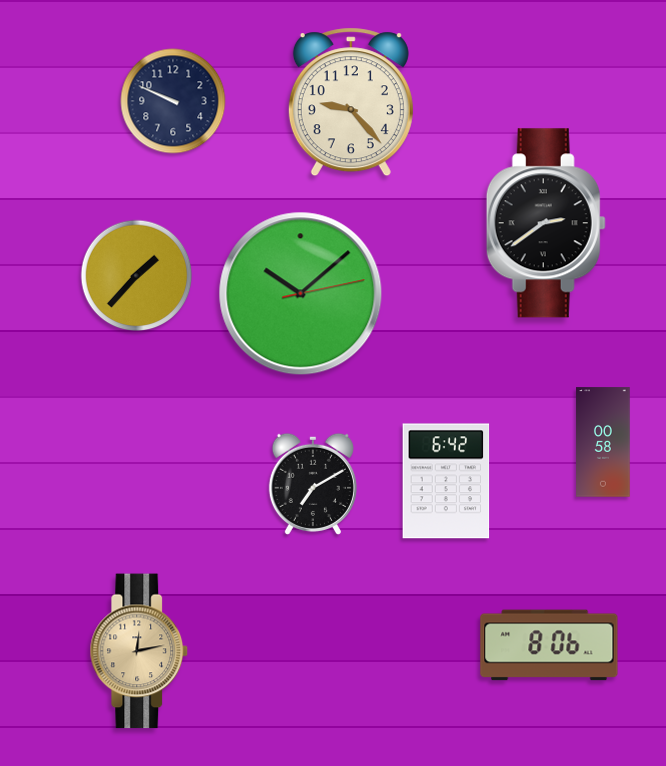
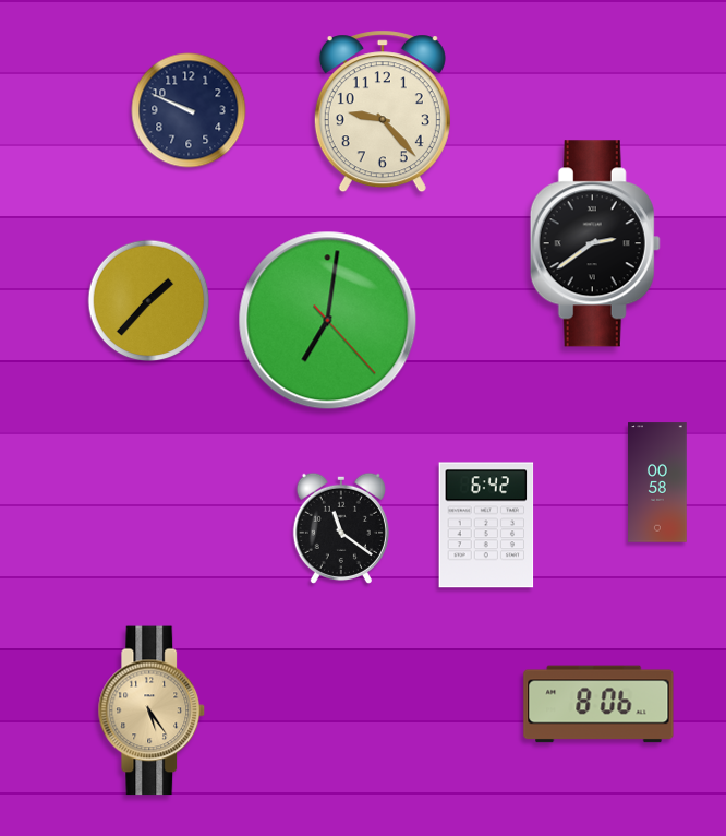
clock at (301, 294): 10:08 -> 7:01
clock at (313, 484): 7:10 -> 11:21
clock at (139, 651): 12:13 -> 5:24
